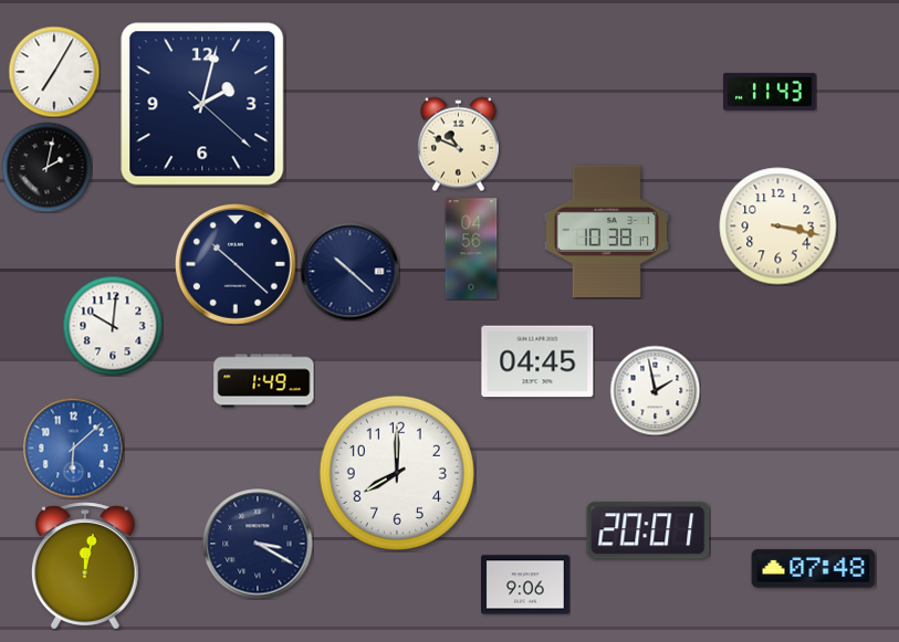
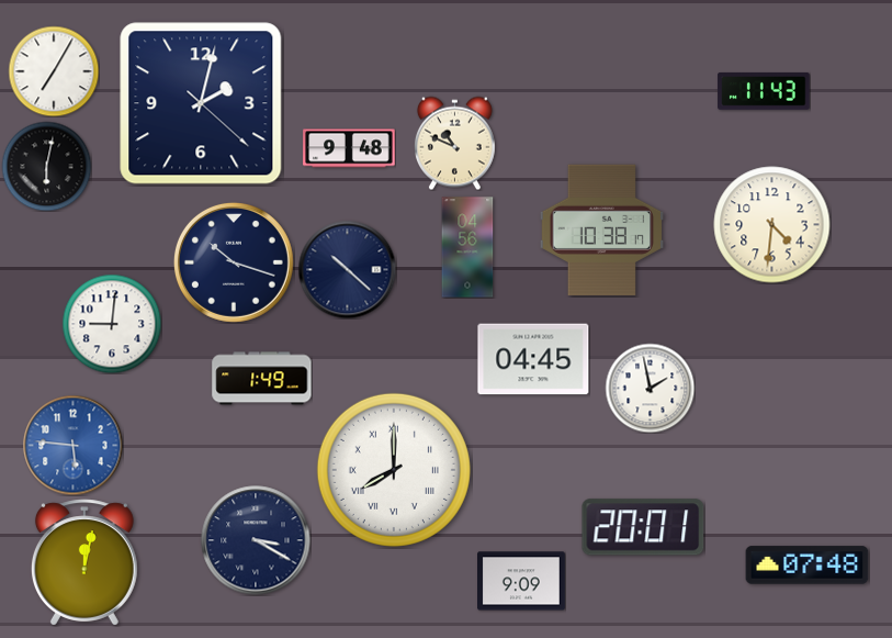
clock at (349, 148): none -> 9:48
clock at (46, 167): 2:02 -> 6:02
clock at (778, 227): 3:17 -> 4:31
clock at (236, 264): 10:22 -> 10:18
clock at (113, 326): 10:01 -> 9:01
clock at (73, 448): 6:08 -> 5:46
clock at (397, 473) numerals: Arabic -> Roman
clock at (526, 585): 9:06 -> 9:09
